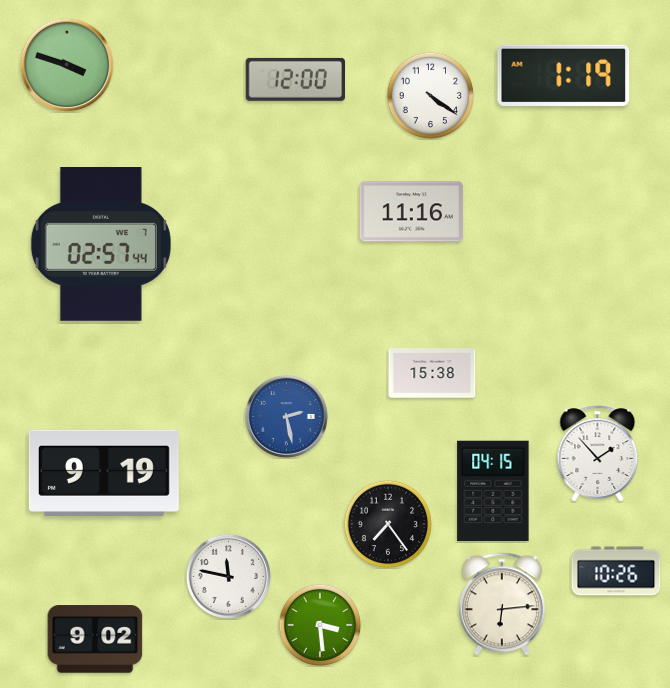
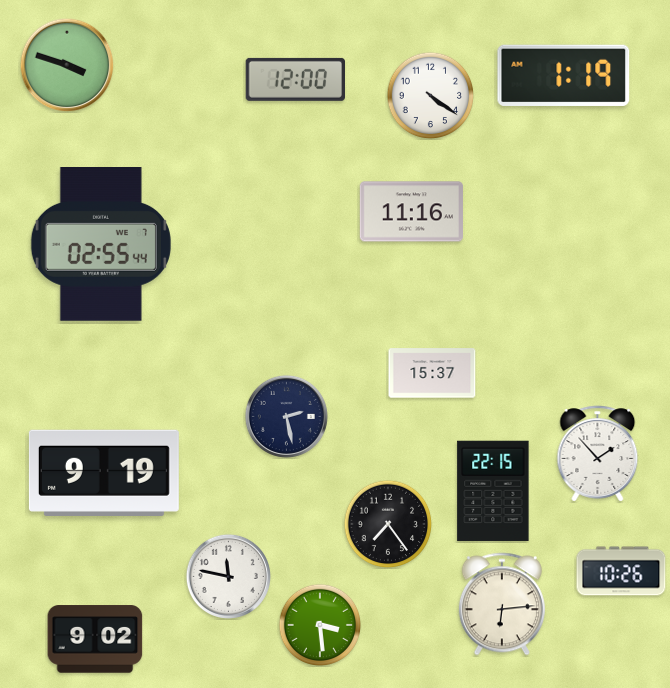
clock at (101, 245): 02:57 -> 02:55
clock at (432, 373): 15:38 -> 15:37
clock at (286, 416) dial: blue -> navy
clock at (493, 491): 04:15 -> 22:15
clock at (616, 571) position: (616, 571) -> (621, 571)
